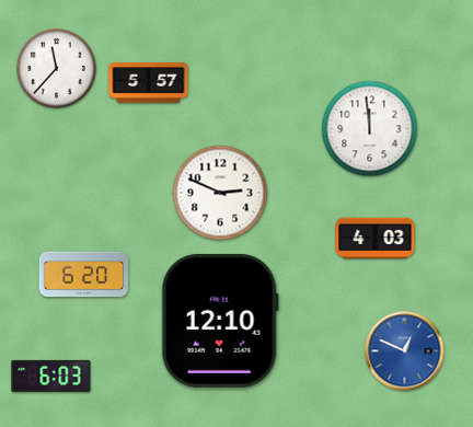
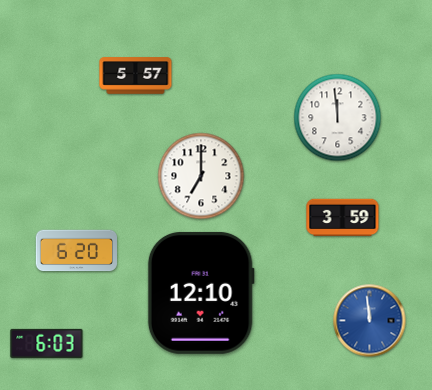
clock at (57, 69): 11:37 -> none
clock at (220, 193): 2:49 -> 7:00
clock at (376, 239): 4:03 -> 3:59
clock at (405, 351): 12:49 -> 11:59
